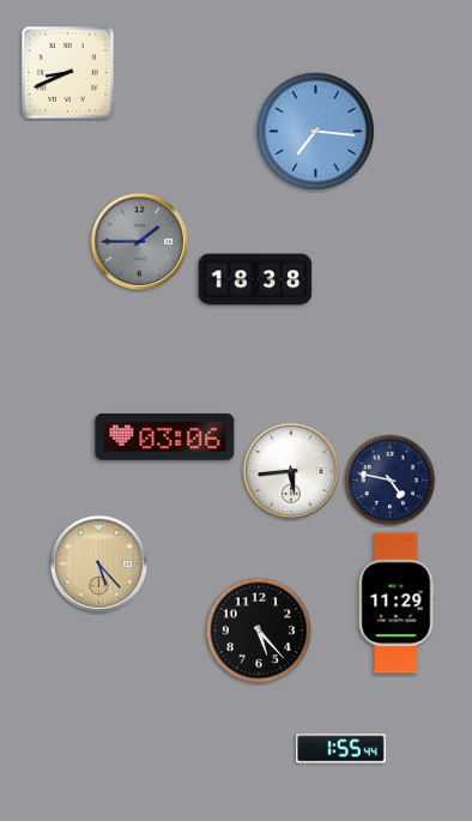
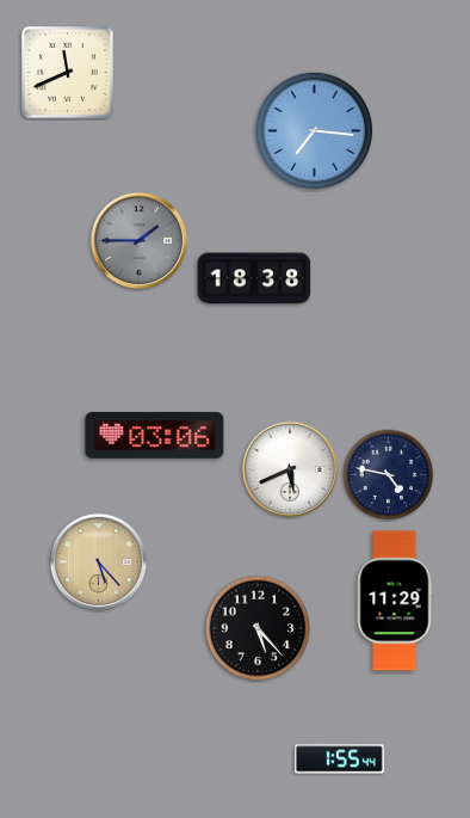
clock at (68, 73): 8:41 -> 11:41
clock at (165, 436) position: (165, 436) -> (155, 435)
clock at (290, 470): 5:44 -> 5:41
clock at (391, 481) position: (391, 481) -> (389, 475)
clock at (341, 749) position: (341, 749) -> (340, 759)
